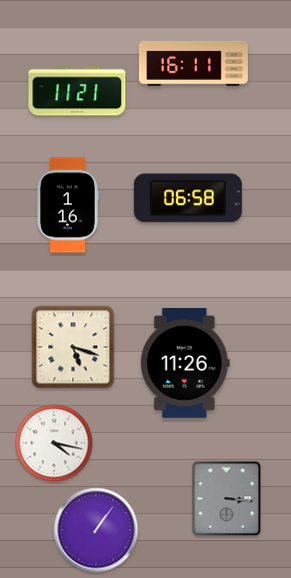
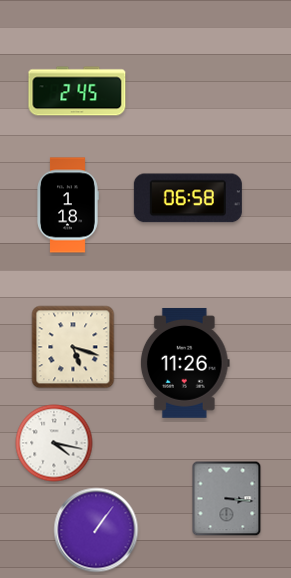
clock at (193, 63): 16:11 -> none
clock at (77, 91): 11:21 -> 2:45
clock at (68, 205): 1:16 -> 1:18
